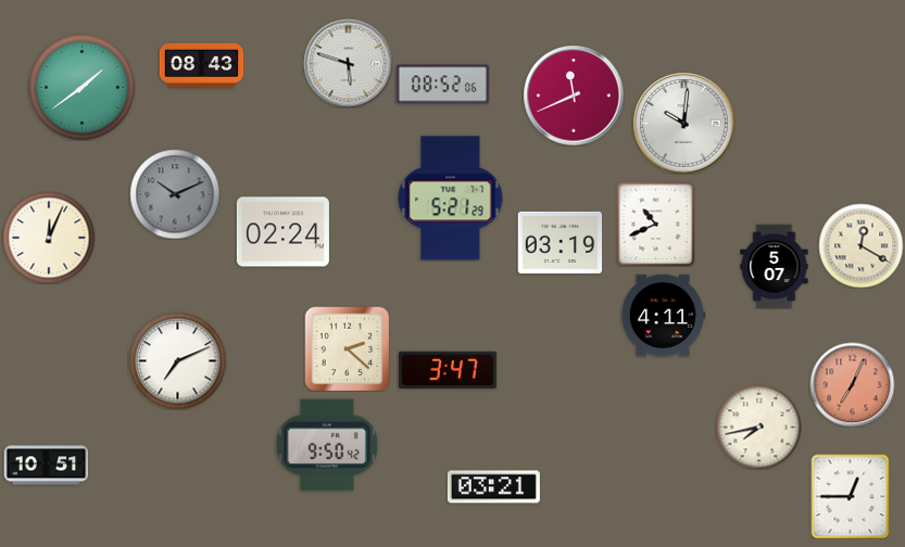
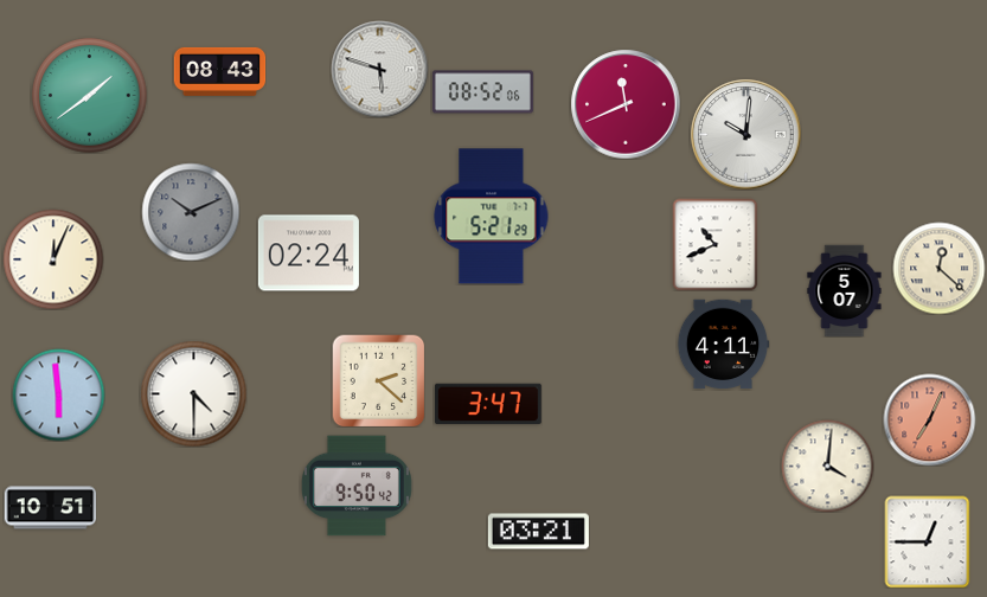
clock at (560, 242): 03:19 -> none
clock at (860, 245): 12:20 -> 12:22
clock at (177, 360): 7:11 -> 4:30
clock at (58, 394): none -> 5:59
clock at (758, 427): 7:43 -> 4:01
